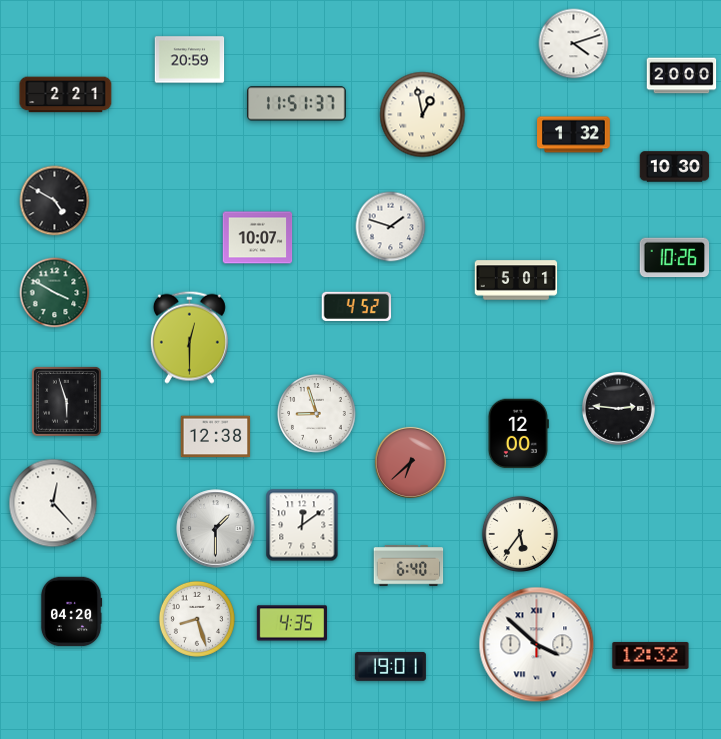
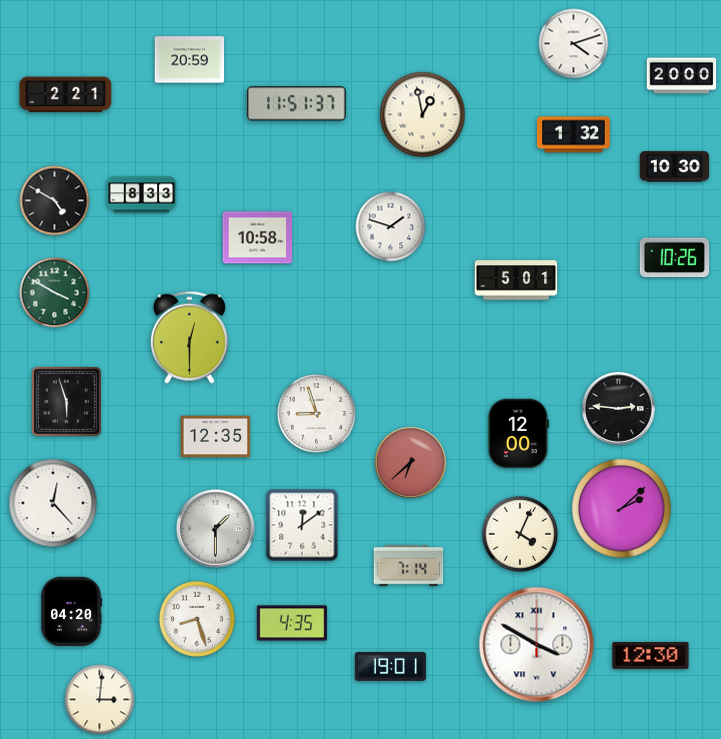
clock at (142, 195): none -> 8:33
clock at (258, 238): 10:07 -> 10:58
clock at (357, 306): 4:52 -> none
clock at (216, 437): 12:38 -> 12:35
clock at (621, 508): none -> 2:08
clock at (520, 534): 5:36 -> 4:04
clock at (409, 566): 6:40 -> 7:14
clock at (537, 645): 3:52 -> 3:50
clock at (651, 655): 12:32 -> 12:30
clock at (100, 700): none -> 3:01
